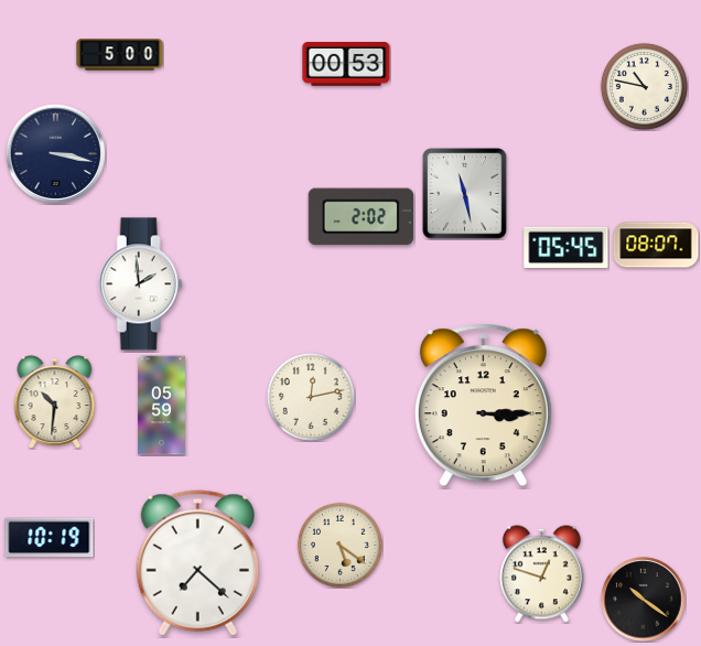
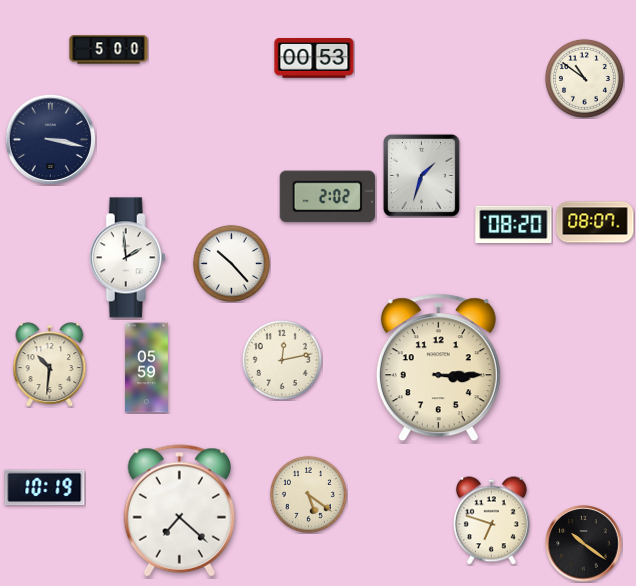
clock at (644, 86): 10:47 -> 10:51
clock at (464, 193): 11:28 -> 1:33
clock at (567, 248): 05:45 -> 08:20
clock at (231, 263): none -> 10:23
clock at (541, 574): 12:48 -> 6:48
